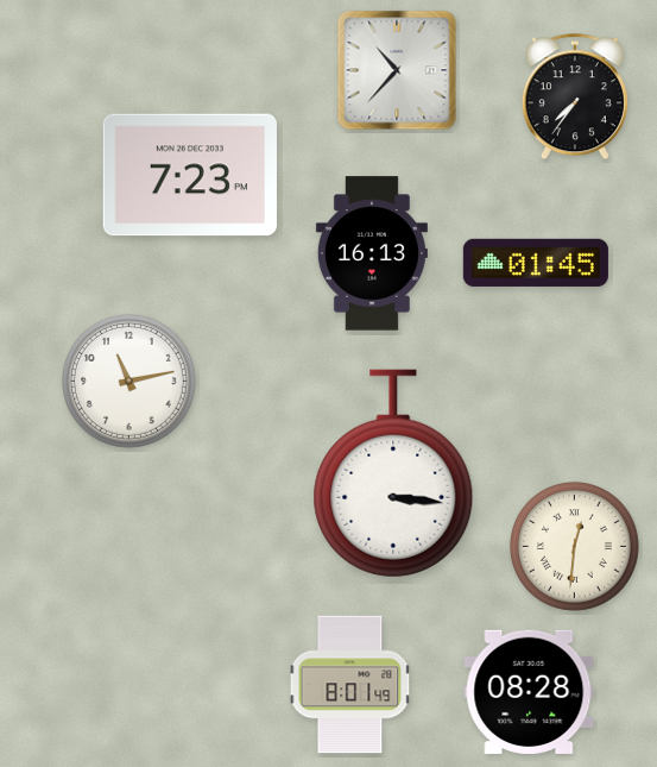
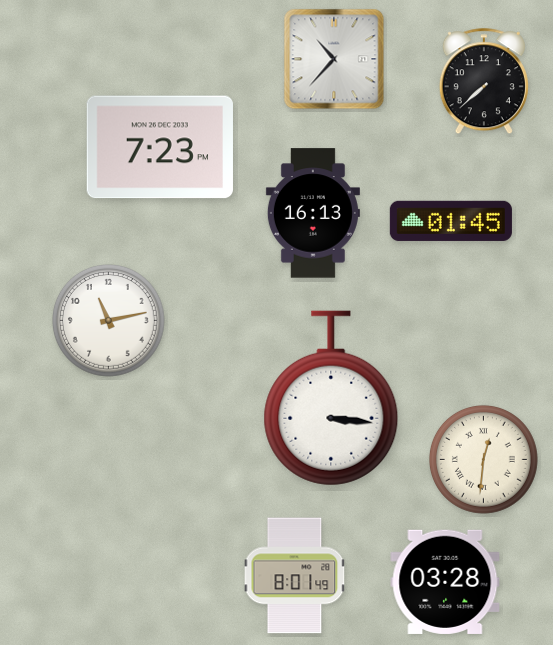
clock at (575, 98): 7:36 -> 7:38
clock at (529, 692): 08:28 -> 03:28
